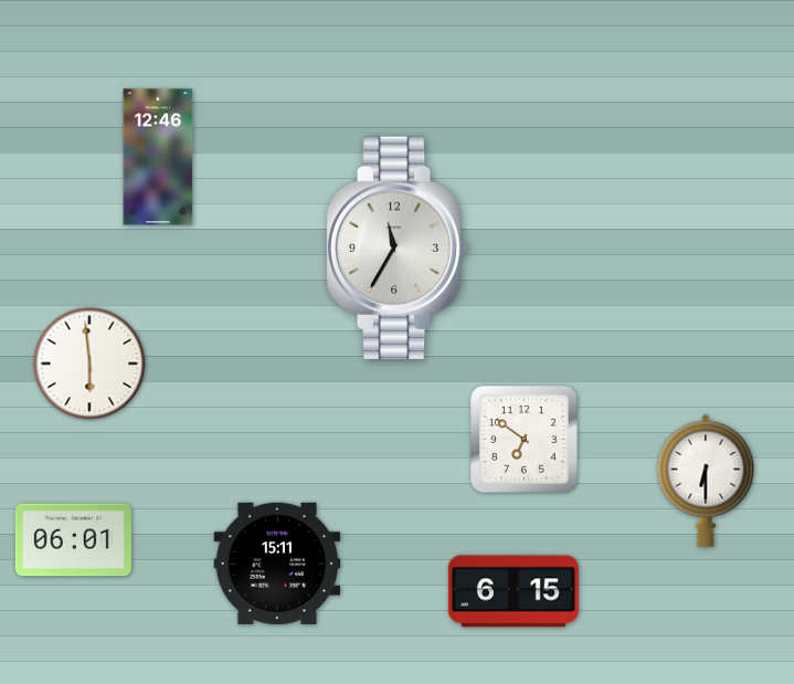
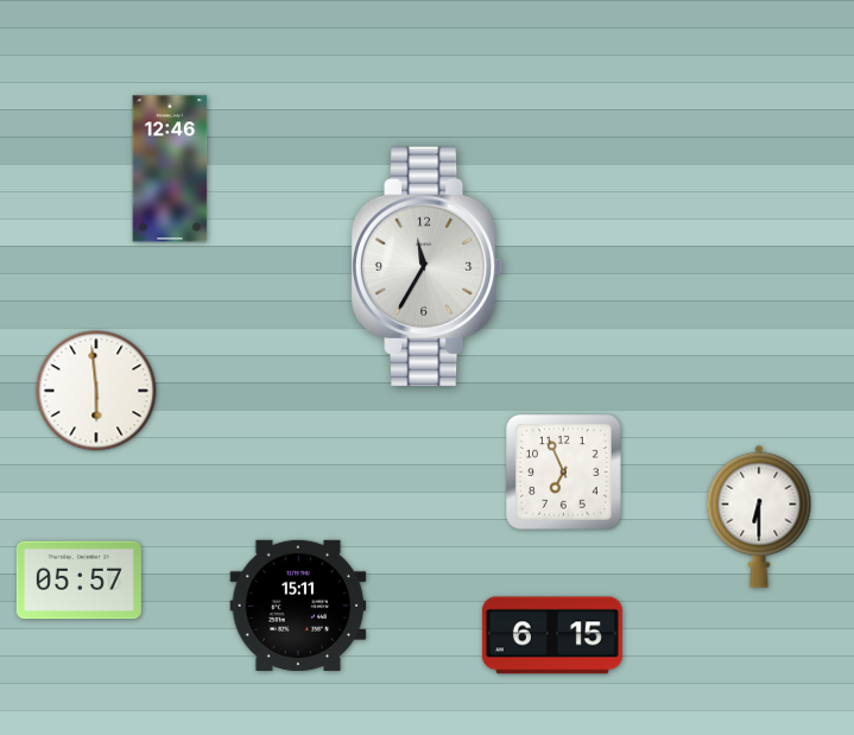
clock at (525, 440): 6:51 -> 6:56
clock at (73, 540): 06:01 -> 05:57
